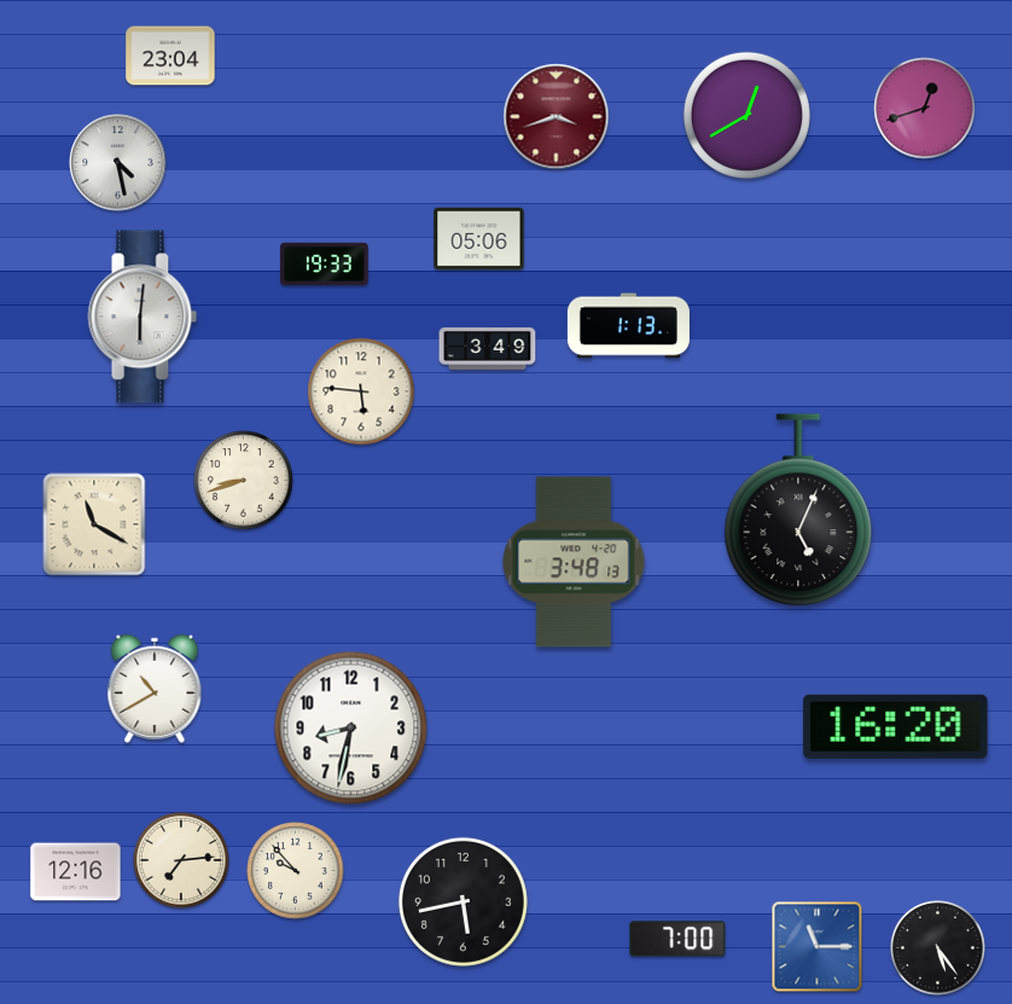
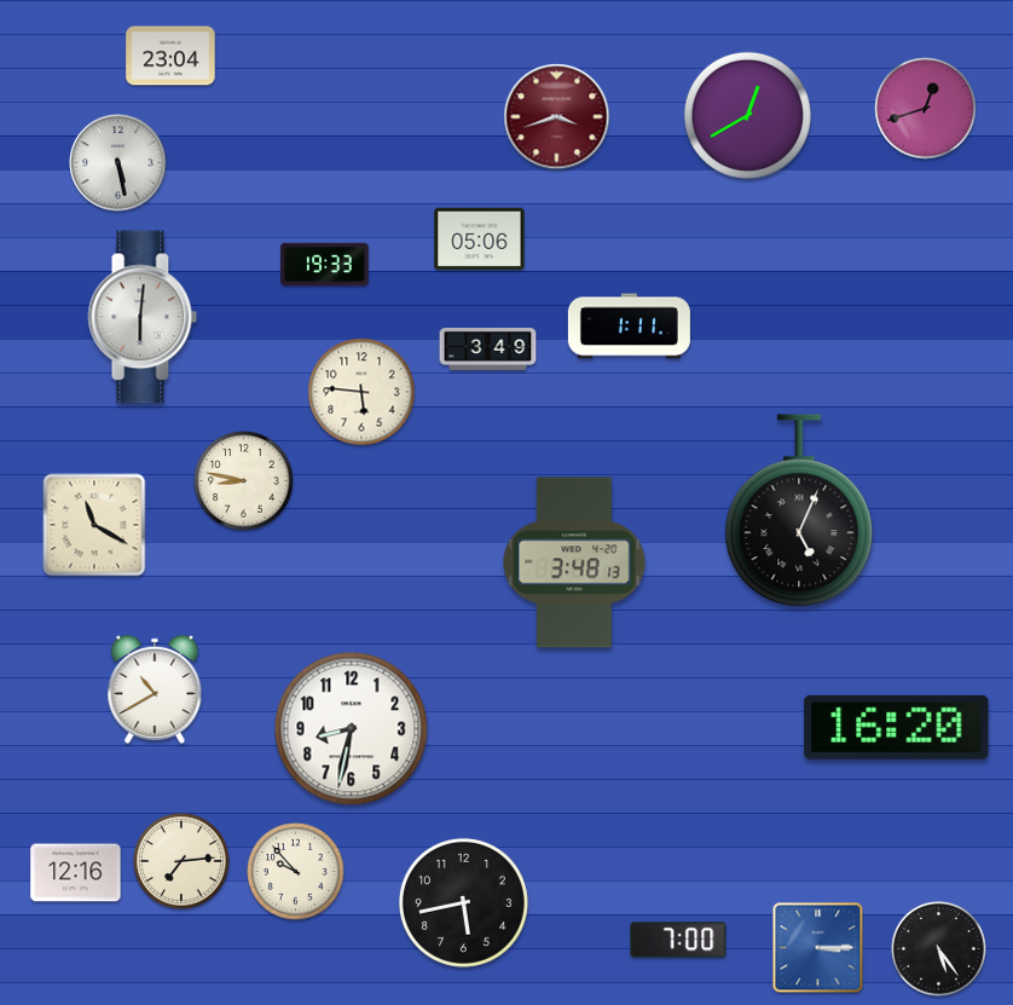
clock at (118, 163): 4:28 -> 5:28
clock at (628, 326): 1:13 -> 1:11
clock at (244, 481): 8:42 -> 8:47
clock at (818, 947): 11:15 -> 3:15
